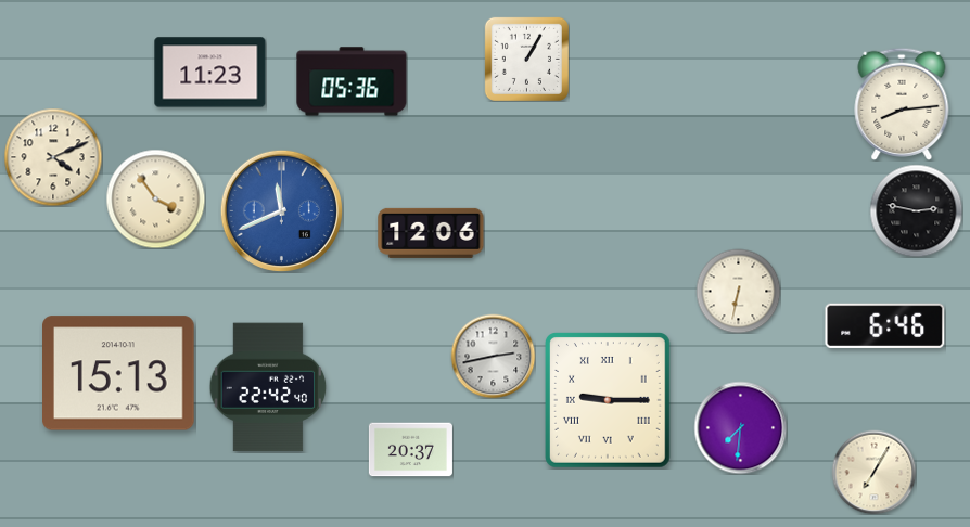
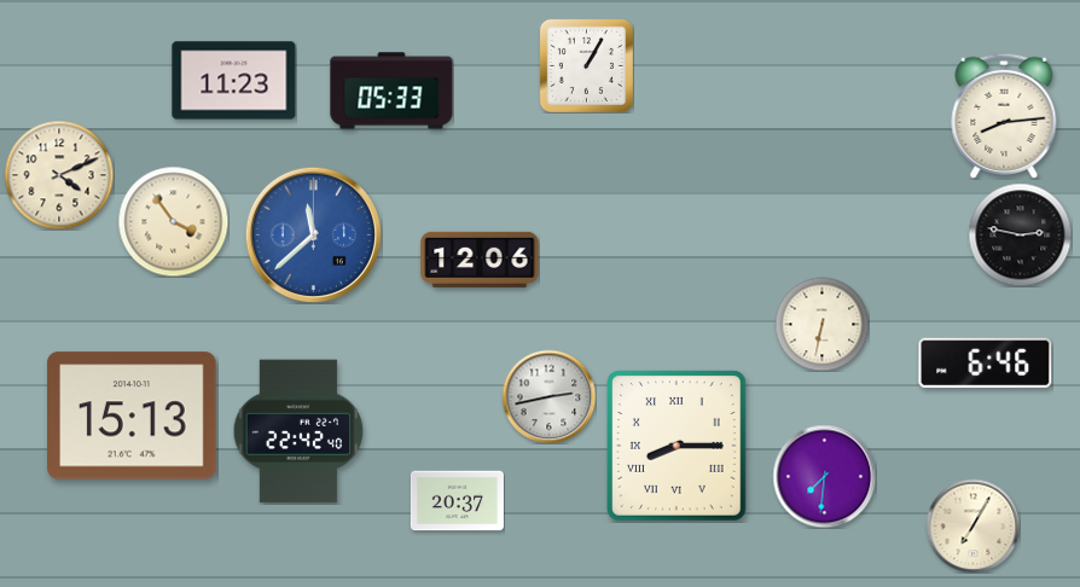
clock at (352, 81): 05:36 -> 05:33
clock at (281, 210): 11:41 -> 11:38
clock at (609, 401): 9:15 -> 8:15
